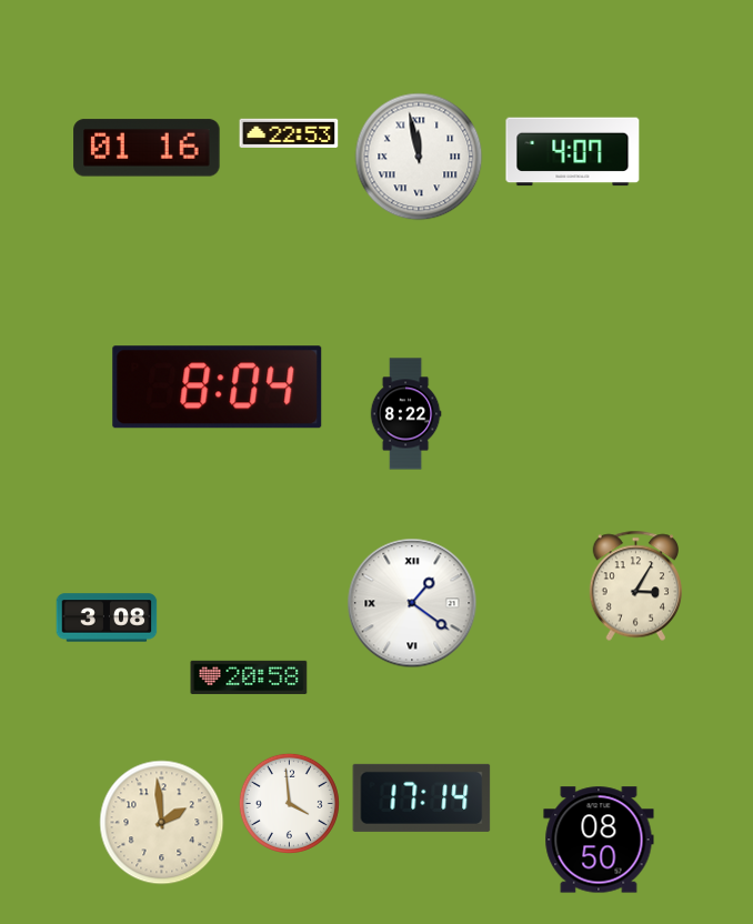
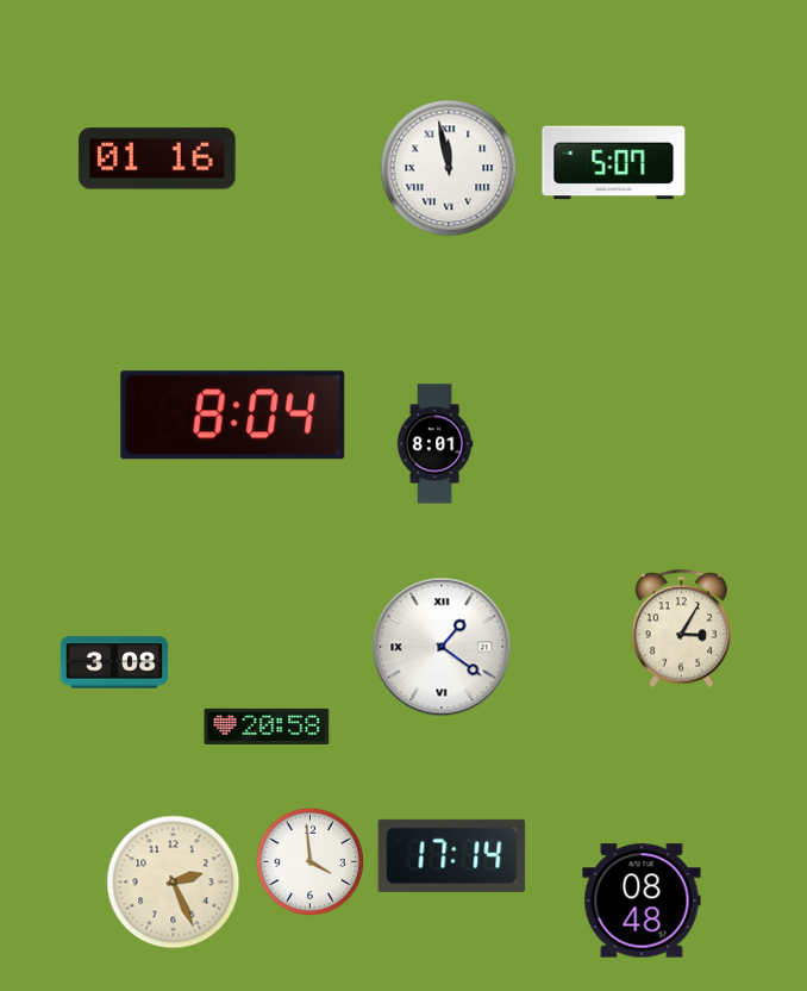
clock at (289, 132): 22:53 -> none
clock at (573, 152): 4:07 -> 5:07
clock at (405, 414): 8:22 -> 8:01
clock at (162, 823): 1:59 -> 2:26
clock at (599, 840): 08:50 -> 08:48
